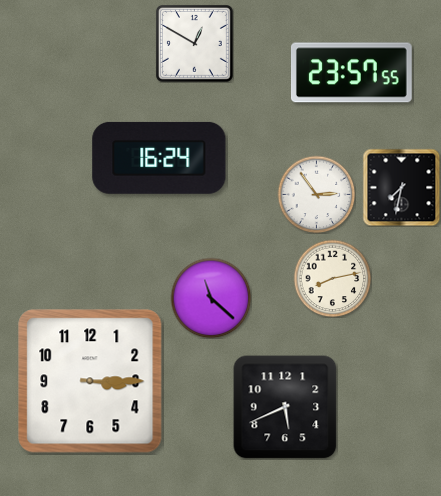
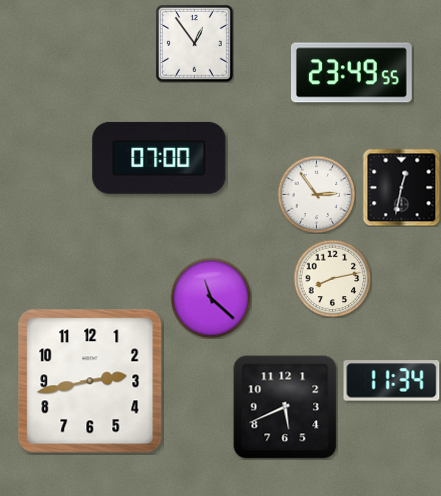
clock at (194, 43): 12:50 -> 12:54
clock at (351, 73): 23:57 -> 23:49
clock at (159, 158): 16:24 -> 07:00
clock at (401, 187): 7:32 -> 12:32
clock at (90, 381): 3:15 -> 2:43
clock at (392, 381): none -> 11:34
